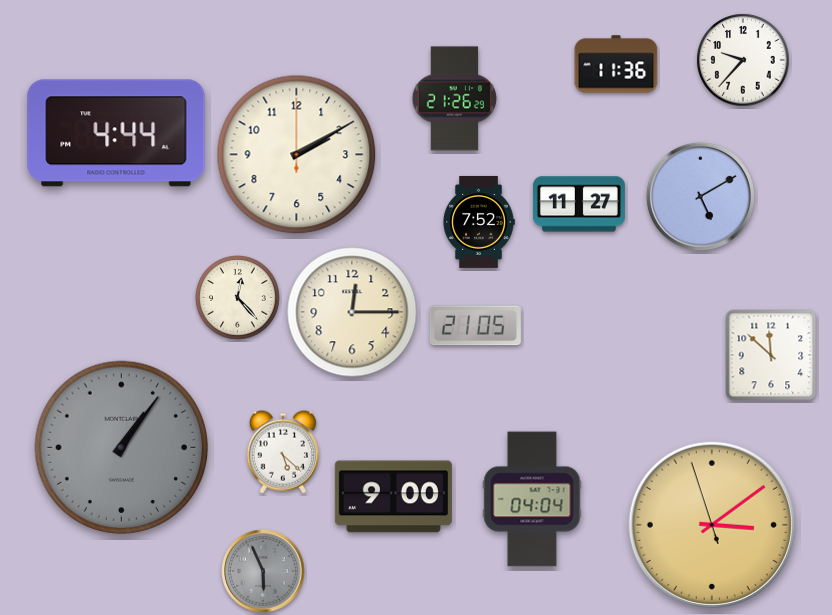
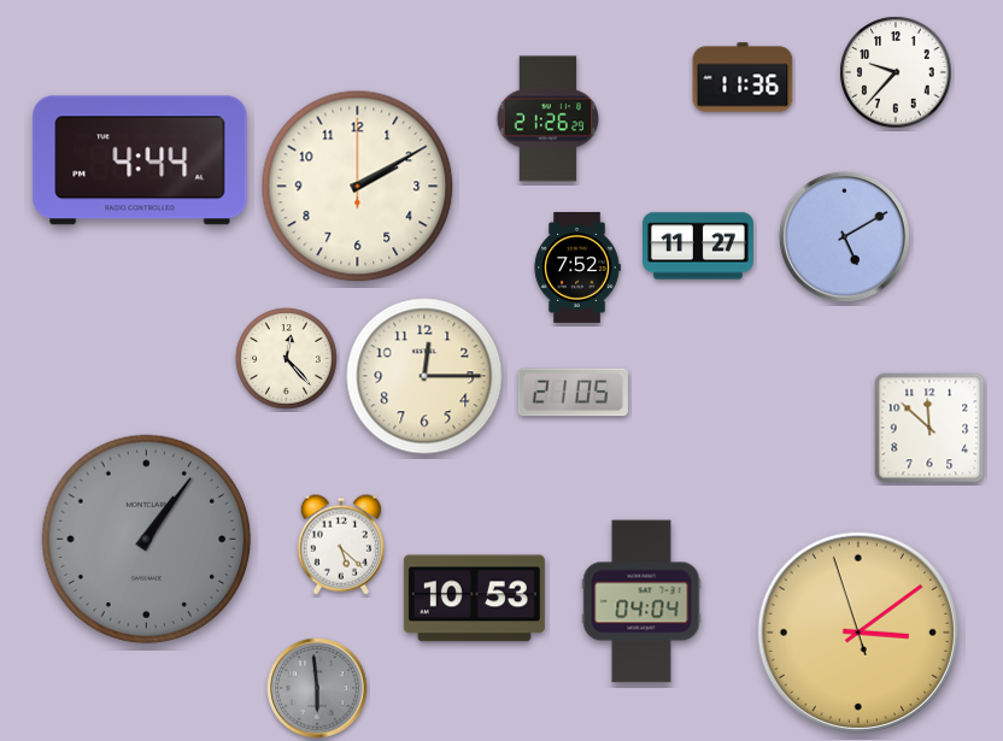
clock at (393, 497): 9:00 -> 10:53
clock at (263, 571): 5:56 -> 5:59
